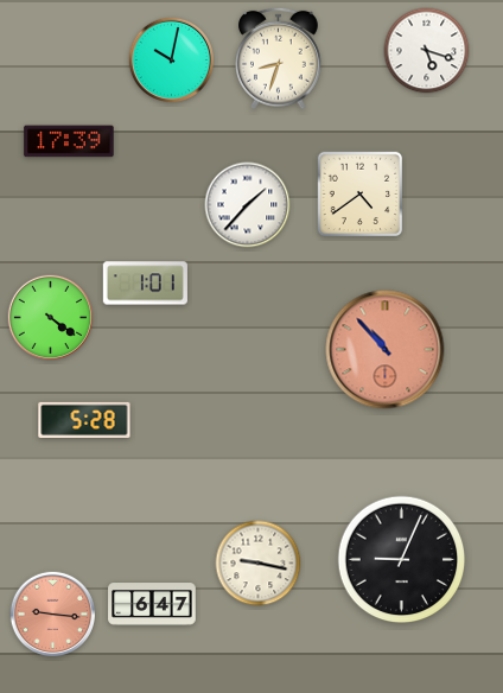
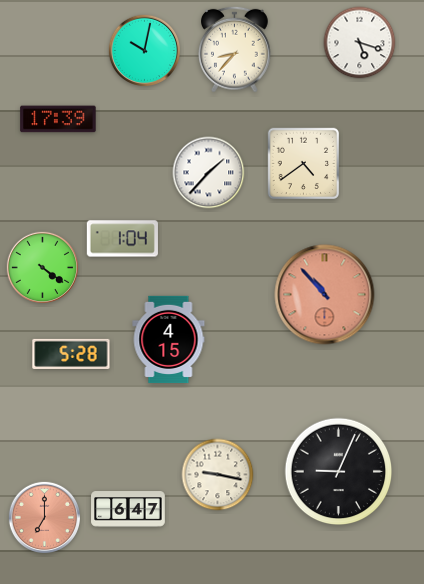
clock at (279, 58): 8:33 -> 8:37
clock at (145, 284): 1:01 -> 1:04
clock at (169, 339): none -> 4:15
clock at (52, 613): 9:16 -> 7:00
